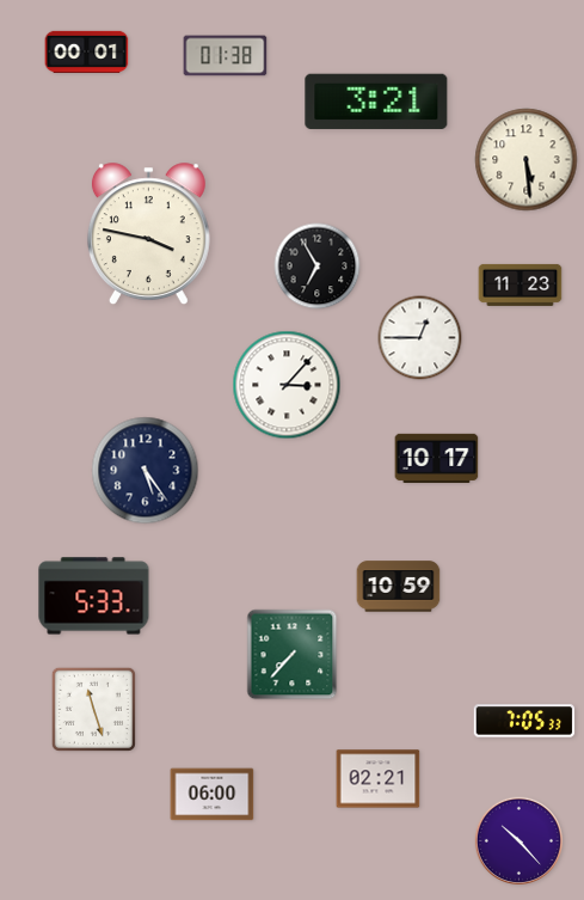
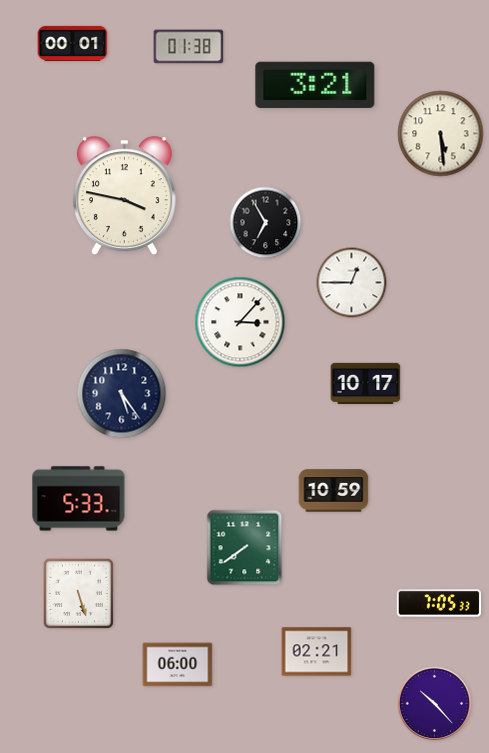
clock at (521, 284): 11:23 -> none
clock at (293, 655): 7:37 -> 7:39
clock at (93, 709): 11:27 -> 5:27
